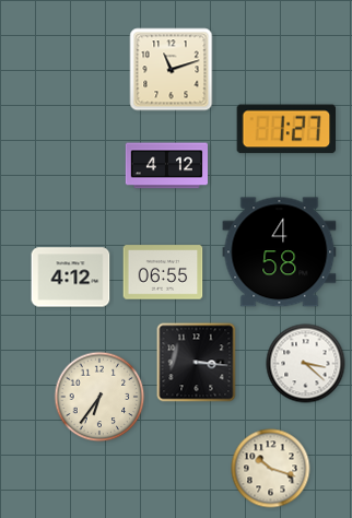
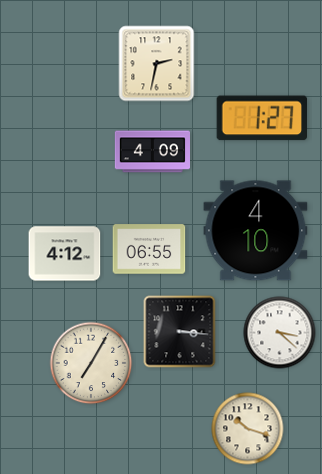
clock at (172, 70): 11:12 -> 2:32
clock at (166, 166): 4:12 -> 4:09
clock at (280, 252): 4:58 -> 4:10
clock at (99, 397): 6:36 -> 7:05
